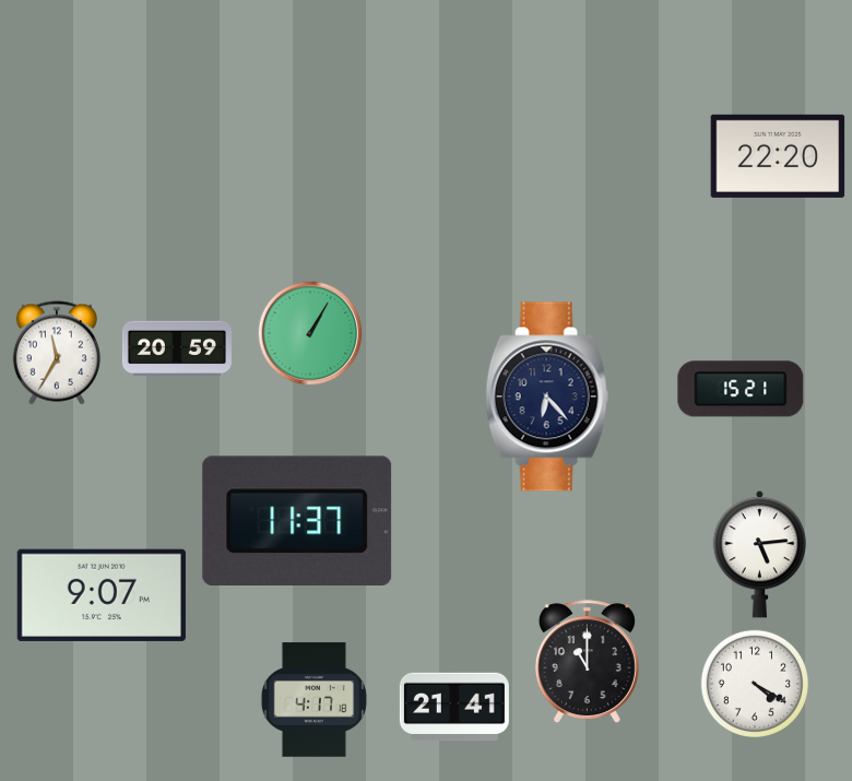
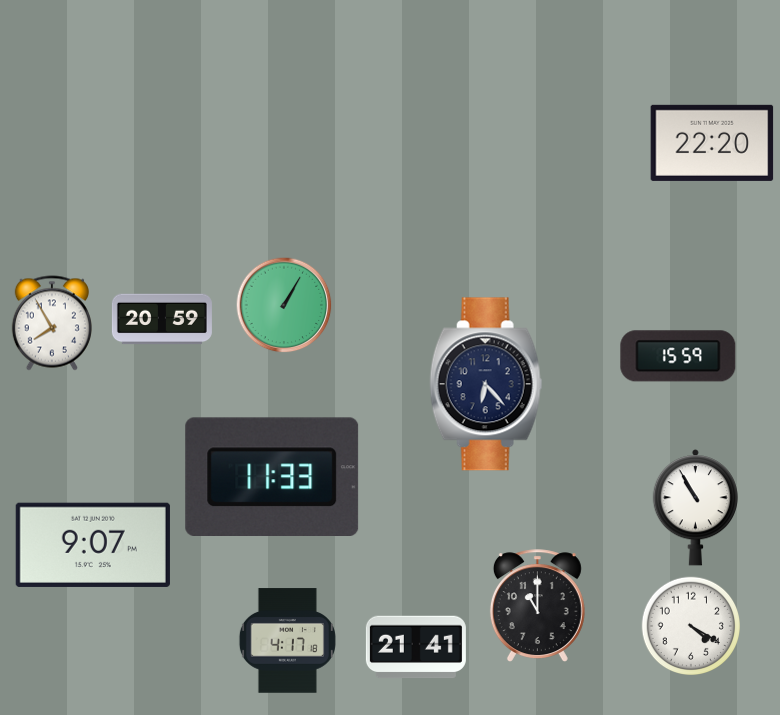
clock at (57, 353): 11:35 -> 7:55
clock at (741, 389): 15:21 -> 15:59
clock at (547, 397) position: (547, 397) -> (486, 384)
clock at (297, 520): 11:37 -> 11:33
clock at (759, 555): 5:14 -> 10:55
